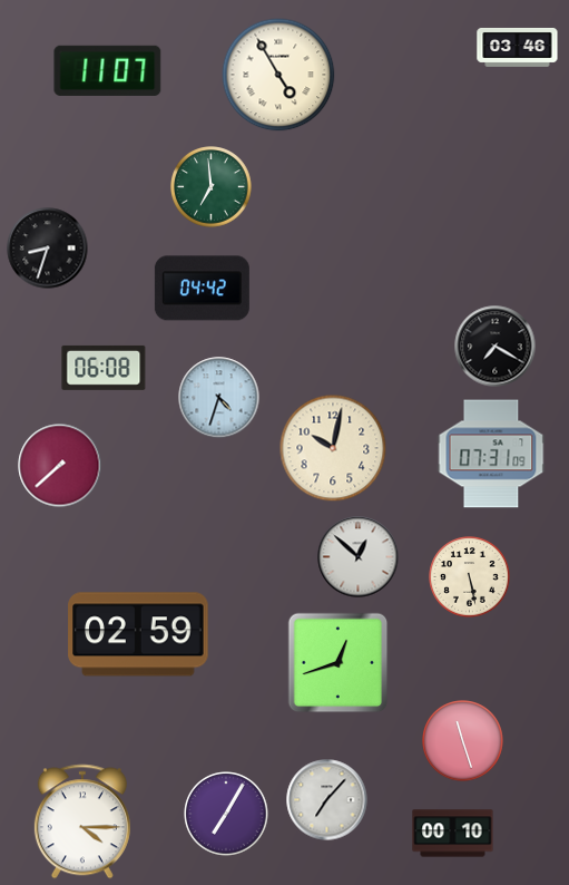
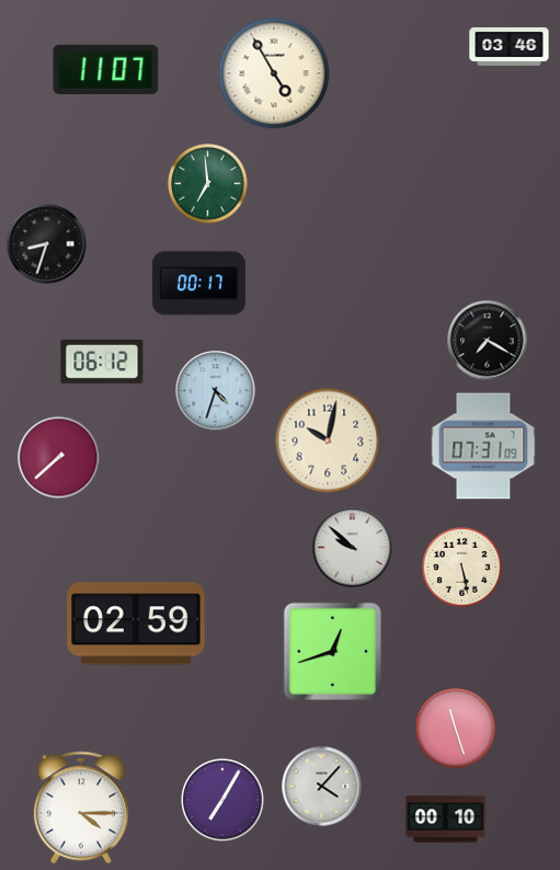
clock at (202, 289): 04:42 -> 00:17
clock at (104, 368): 06:08 -> 06:12
clock at (359, 557): 12:52 -> 9:52
clock at (327, 800): 7:07 -> 4:07
